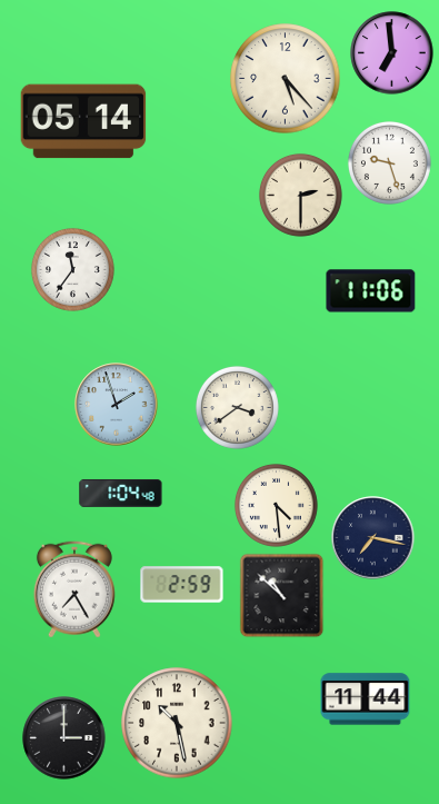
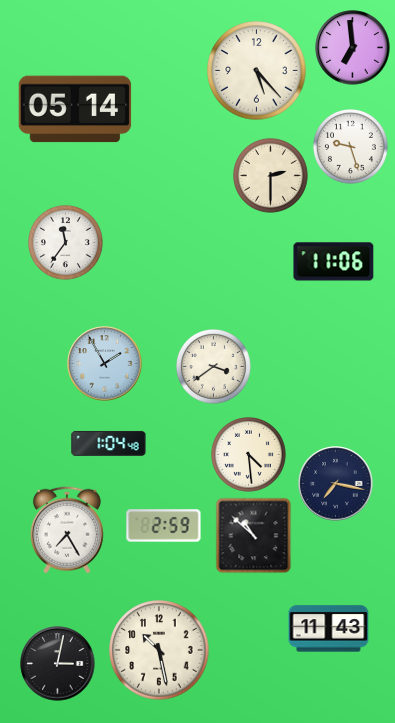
clock at (117, 405): 1:57 -> 1:55
clock at (366, 699): 11:44 -> 11:43
clock at (64, 738): 3:00 -> 3:02
